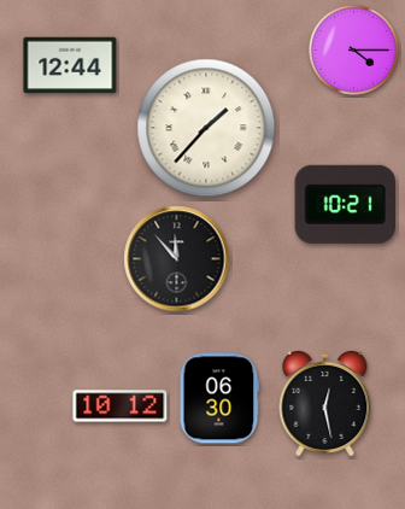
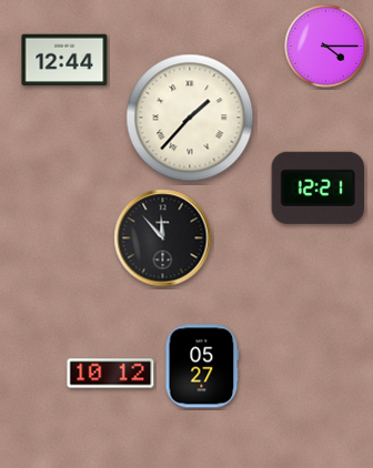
clock at (346, 204): 10:21 -> 12:21
clock at (219, 398): 06:30 -> 05:27
clock at (325, 403): 12:28 -> none
